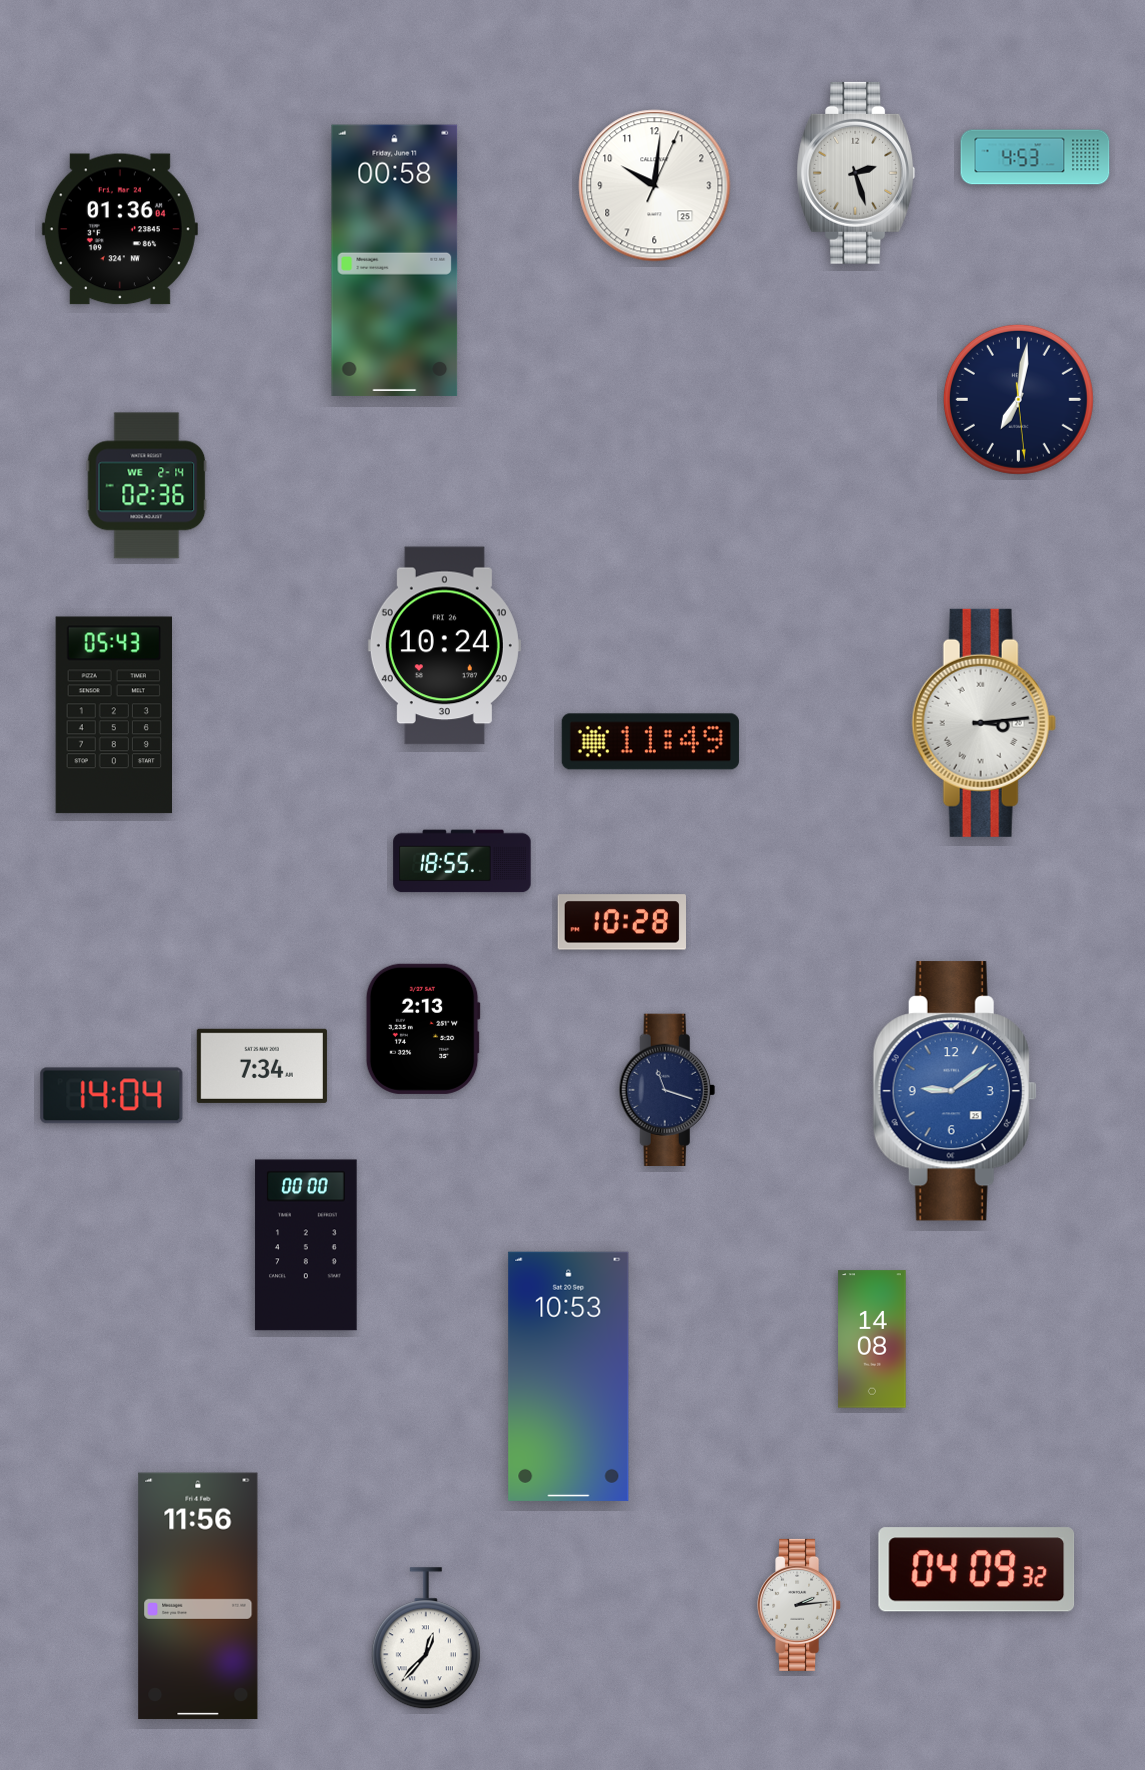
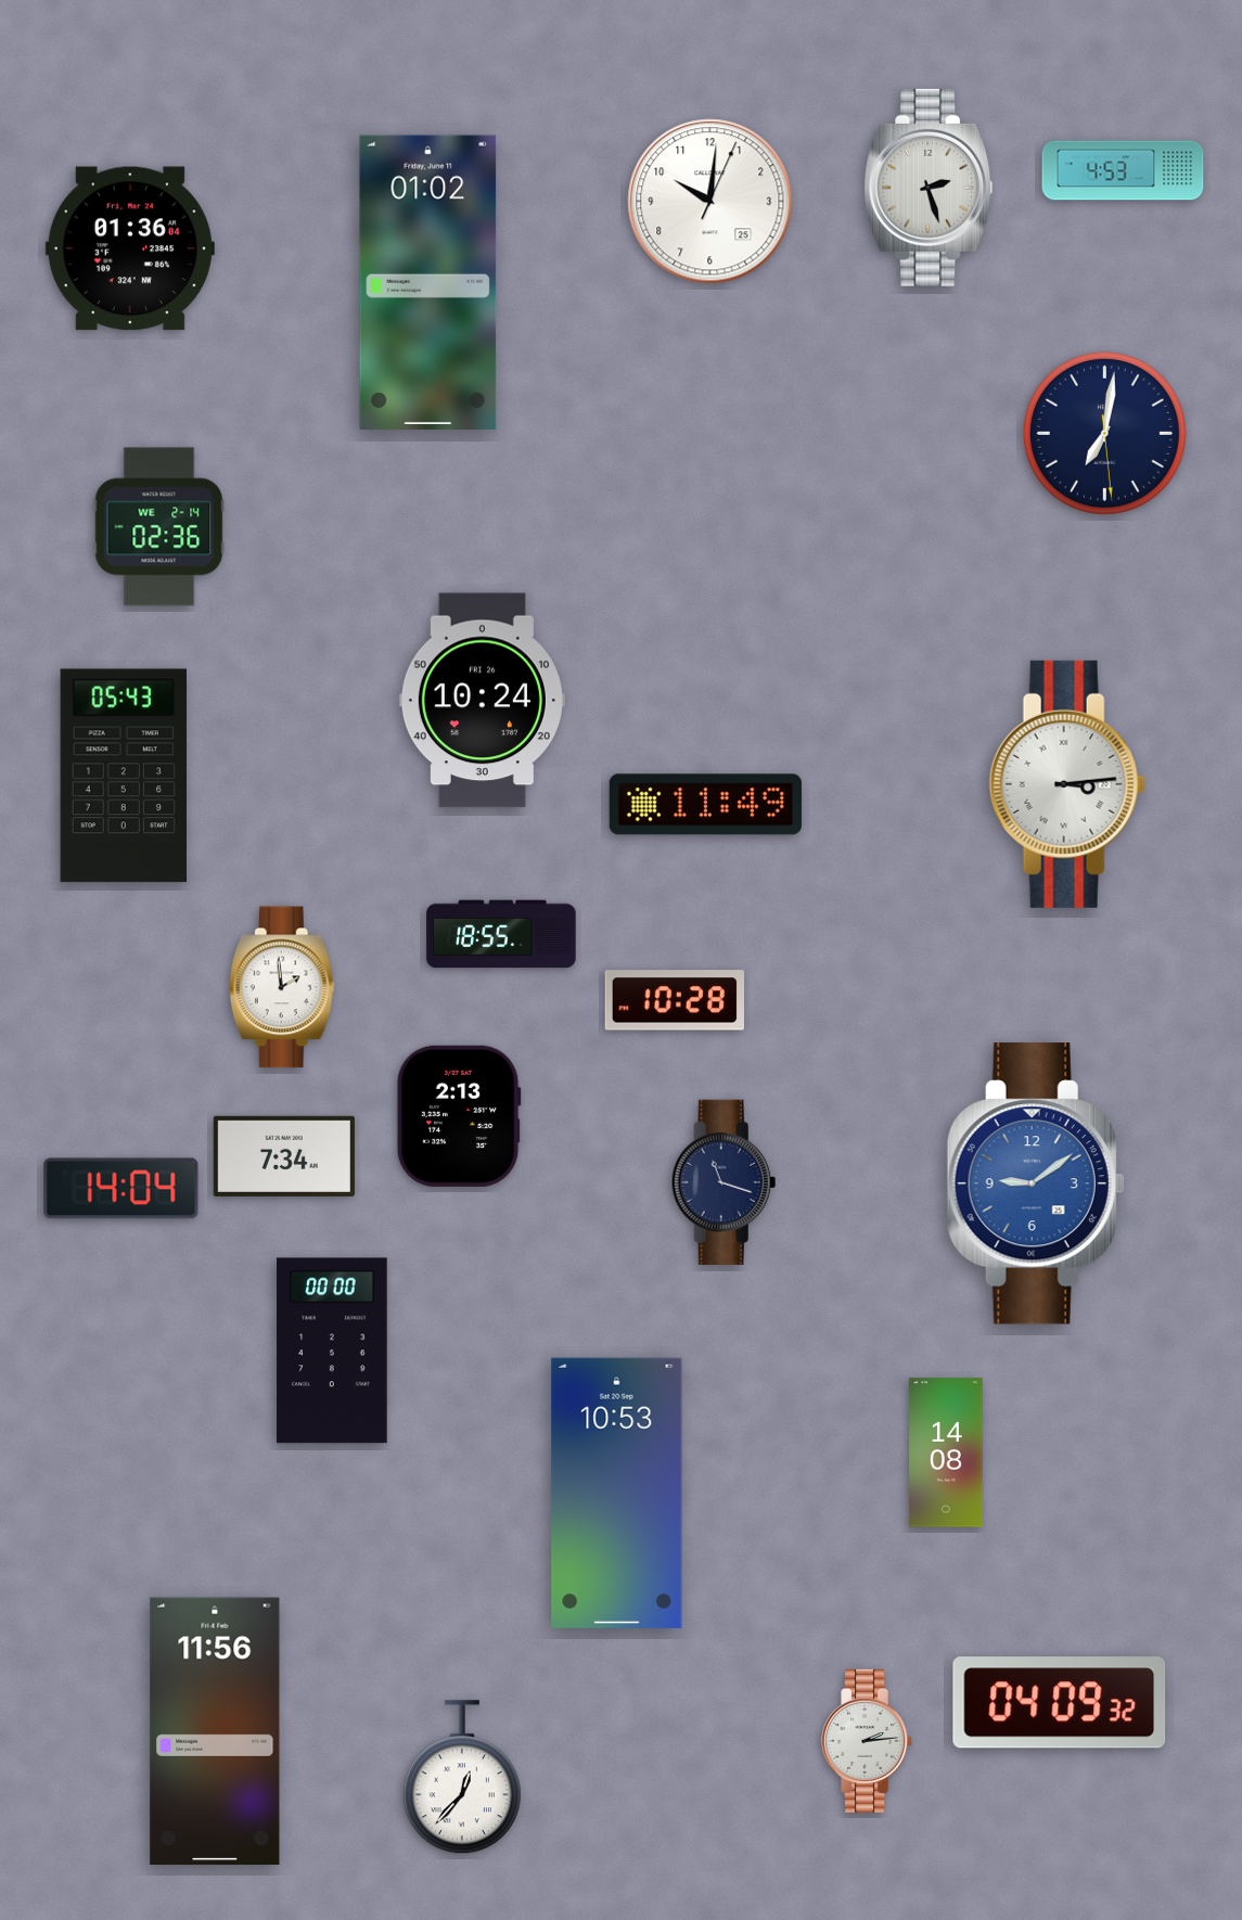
clock at (395, 260): 00:58 -> 01:02
clock at (282, 987): none -> 1:59
